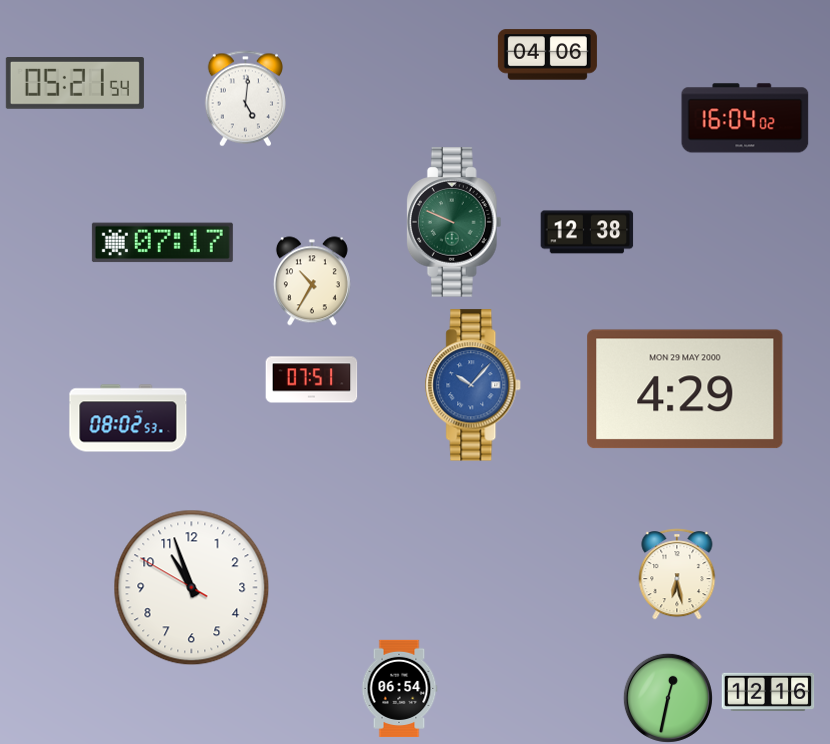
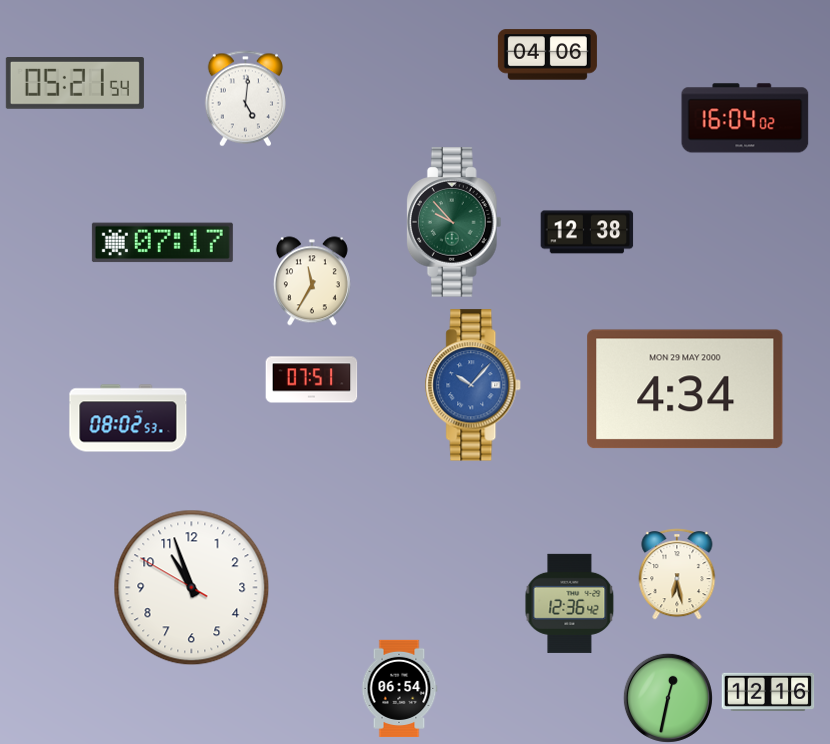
clock at (454, 222): 9:49 -> 9:53
clock at (312, 281): 10:35 -> 11:35
clock at (685, 389): 4:29 -> 4:34
clock at (570, 603): none -> 12:36
